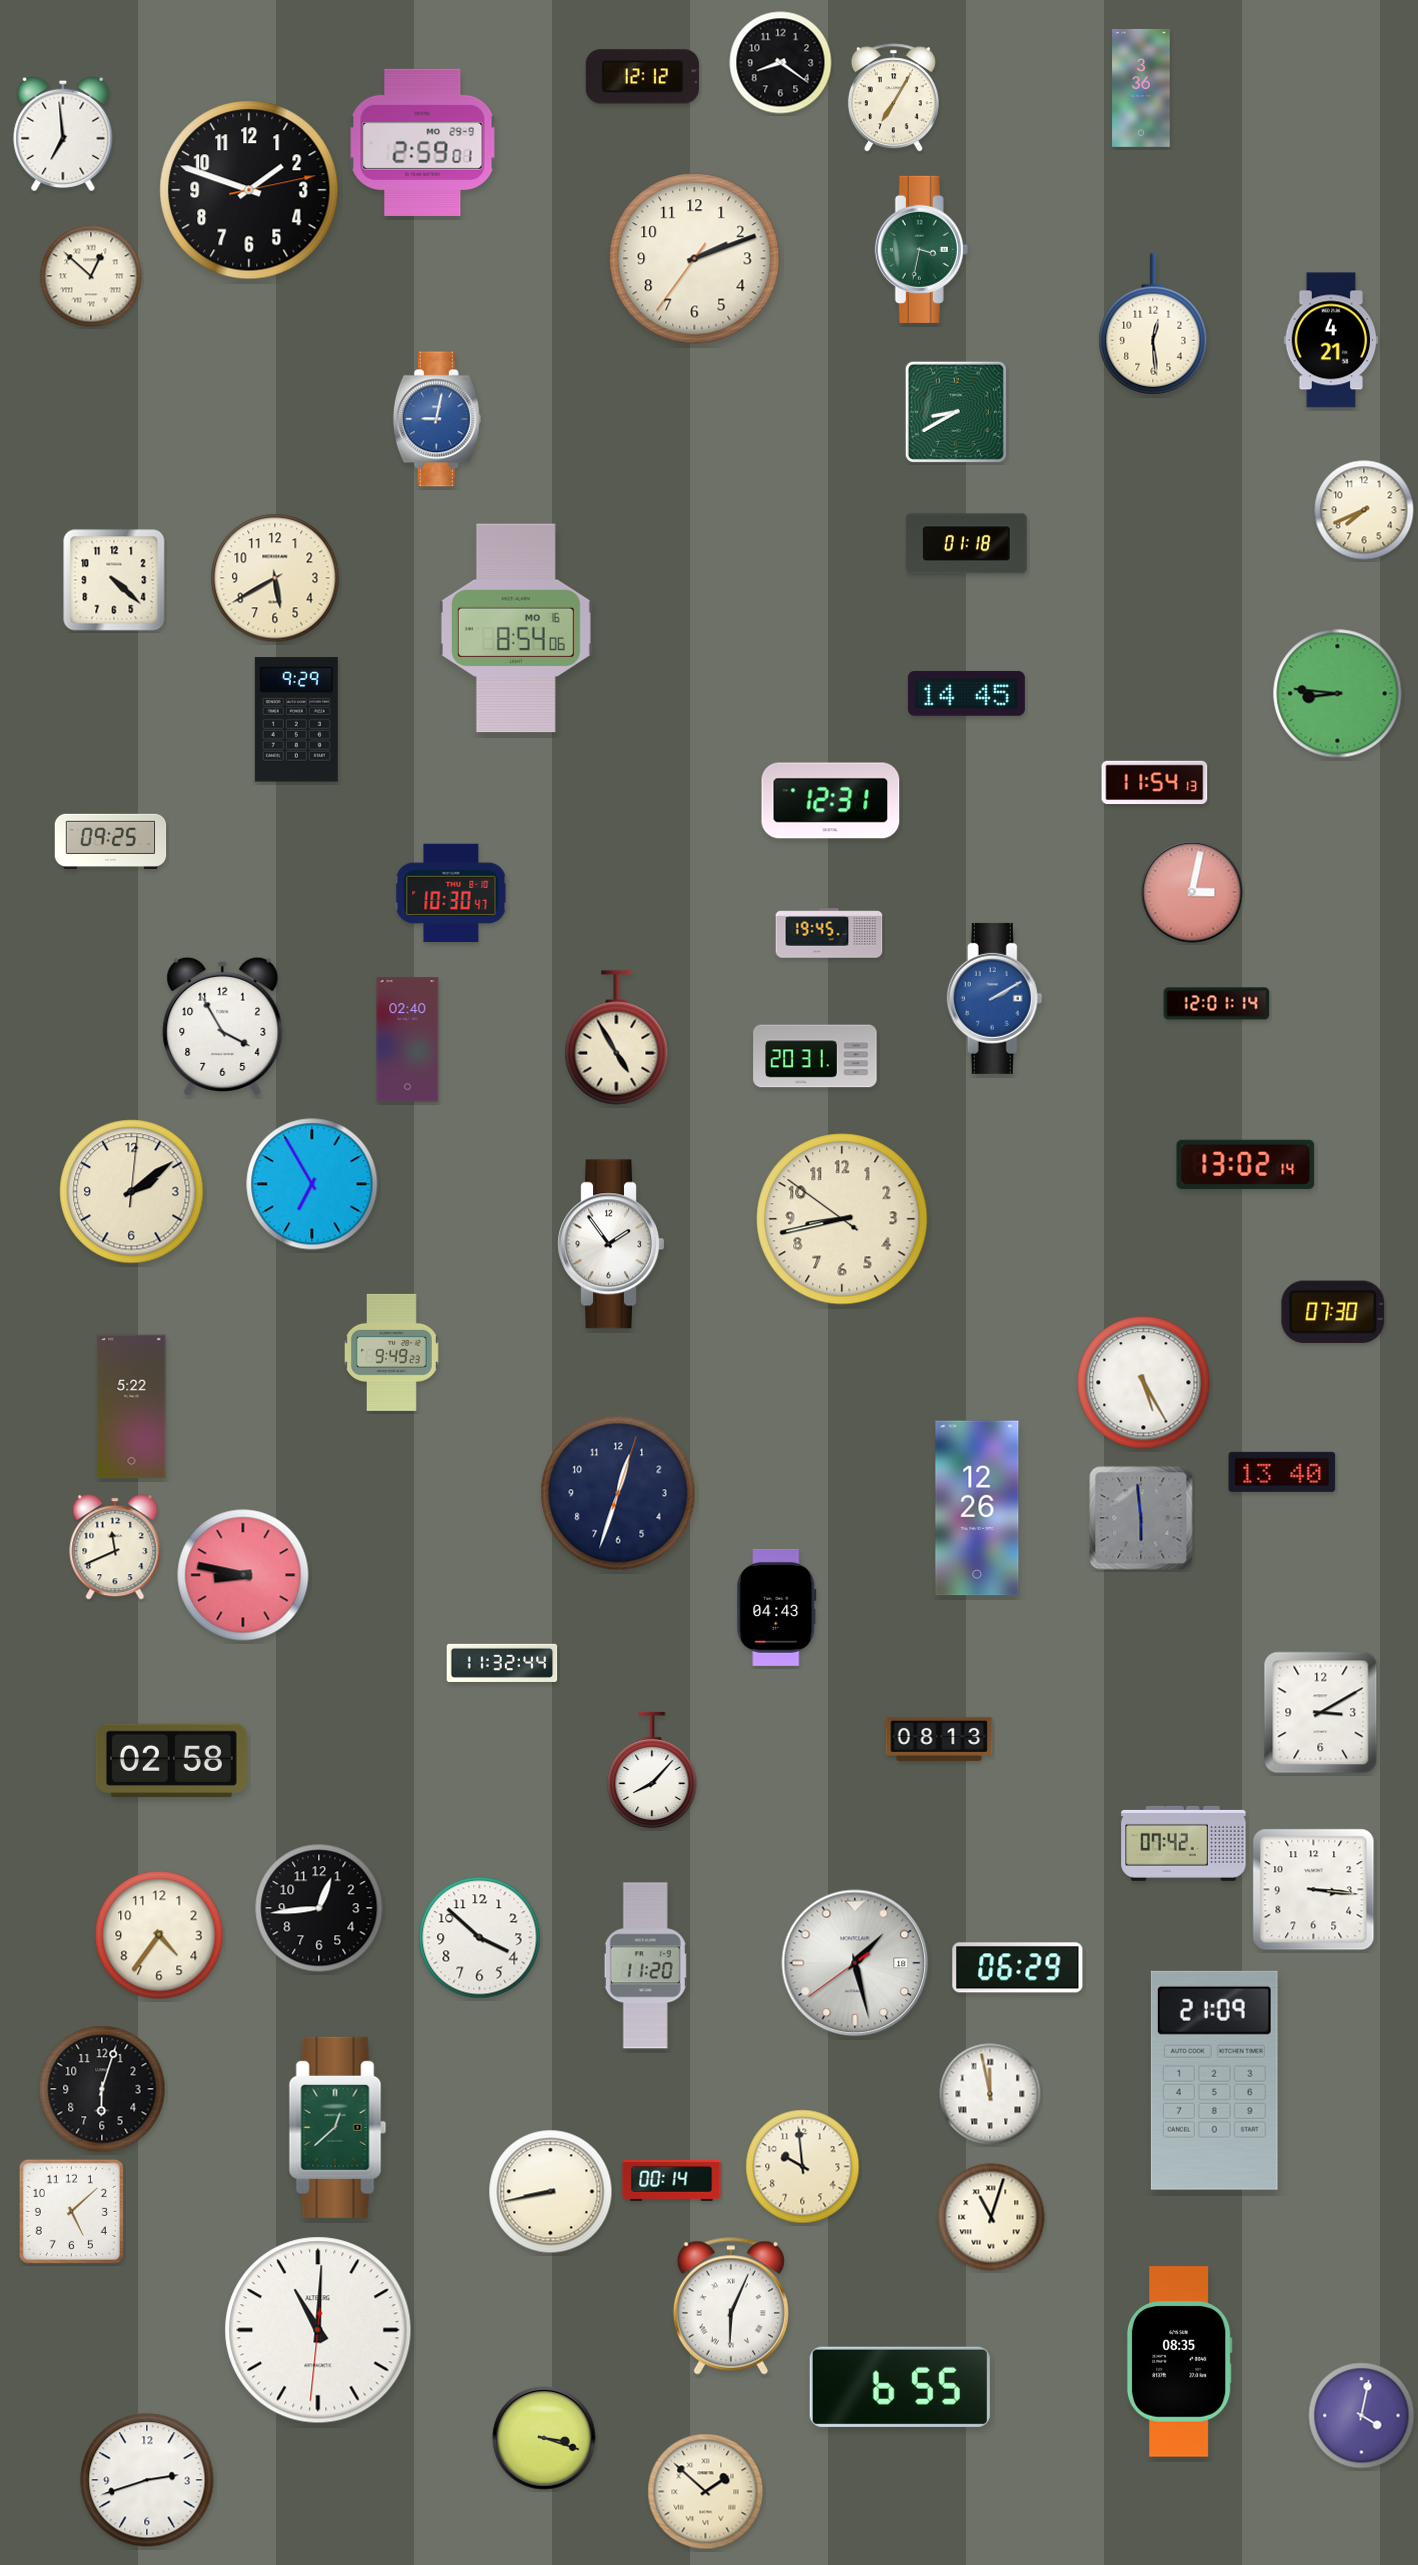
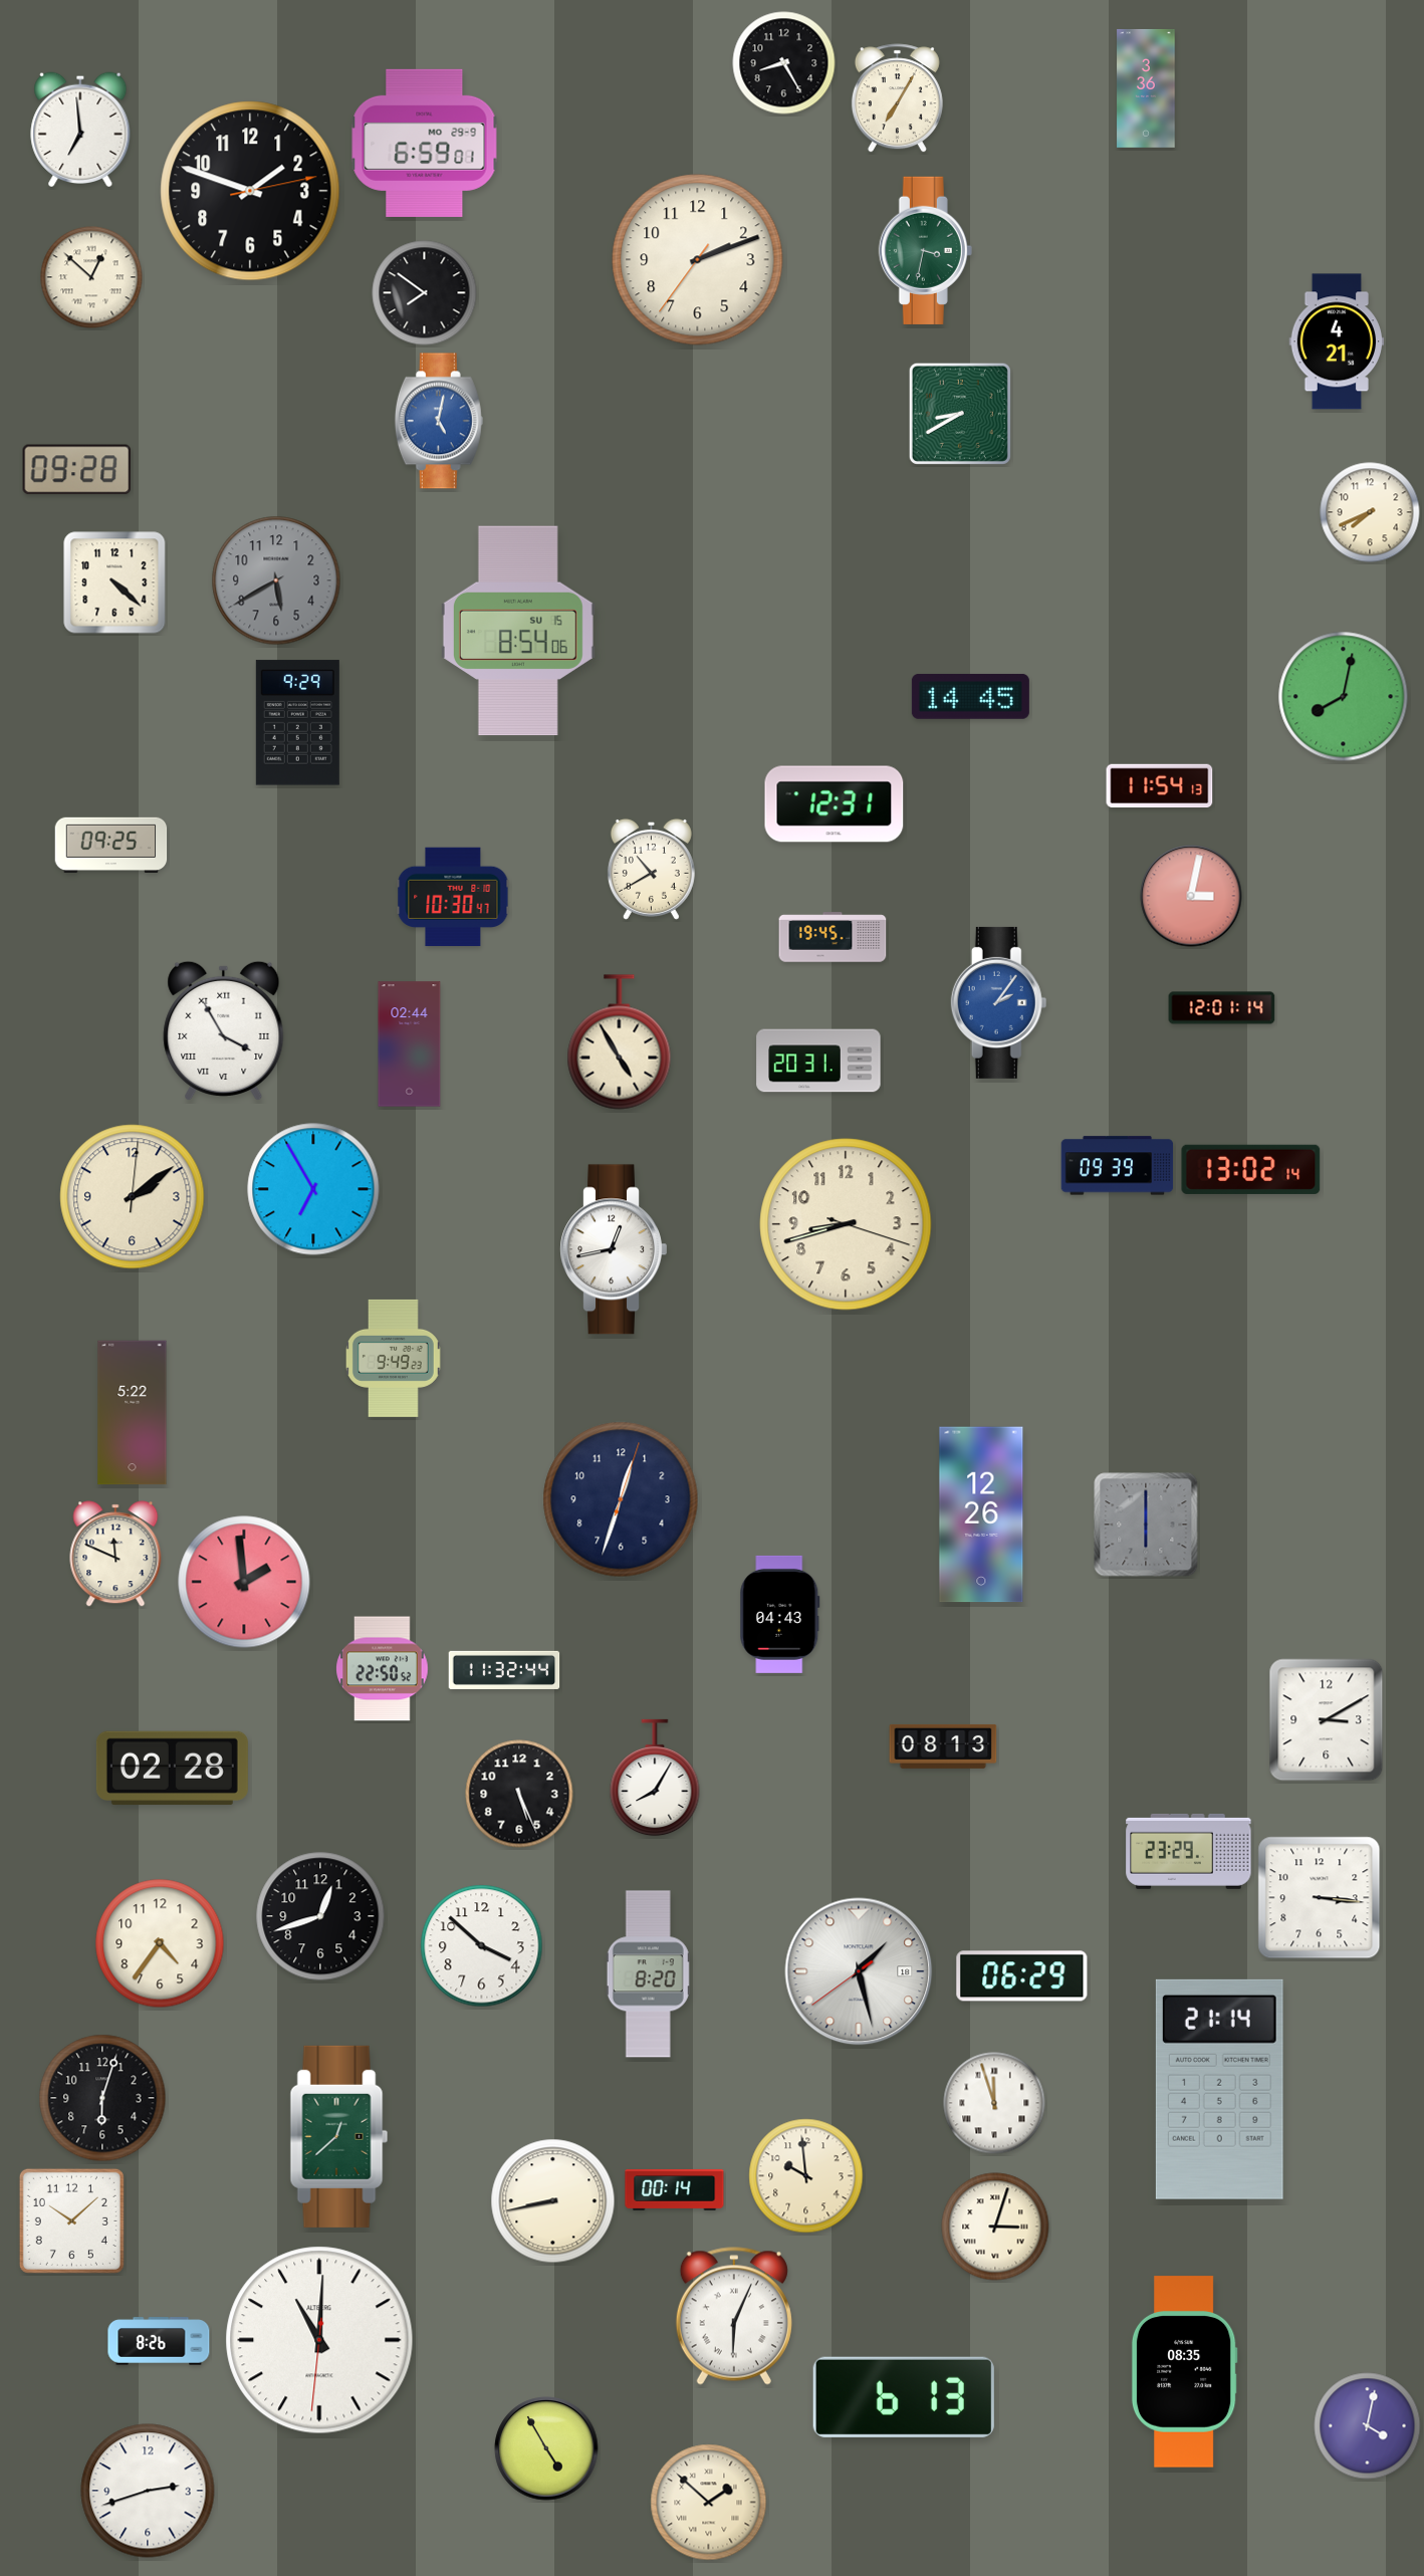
clock at (781, 63): 8:21 -> 8:25
clock at (642, 77): 12:12 -> none
clock at (63, 134) position: (63, 134) -> (80, 130)
clock at (423, 142): 2:59 -> 6:59
clock at (425, 293): none -> 7:51
clock at (1153, 324): 12:29 -> none
clock at (437, 419): 9:02 -> 5:02
clock at (77, 470): none -> 09:28
clock at (967, 544): 01:18 -> none
clock at (275, 578) dial: cream -> grey
clock at (516, 628) date: MO 16 -> SU 15
clock at (1338, 694): 8:46 -> 8:02
clock at (651, 869): none -> 10:40
clock at (1192, 892) position: (1192, 892) -> (1191, 896)
clock at (995, 998): 2:10 -> 2:06
clock at (223, 1026) numerals: Arabic -> Roman
clock at (408, 1040): 02:40 -> 02:44
clock at (1118, 1166): none -> 09:39
clock at (842, 1219): 8:42:51 -> 8:42:18
clock at (611, 1244): 1:54 -> 12:43
clock at (1333, 1312): 07:30 -> none
clock at (1144, 1383): 5:25 -> none
clock at (1282, 1472): 13:40 -> none
clock at (1141, 1518): 5:59 -> 6:00
clock at (115, 1547): 11:41 -> 11:49
clock at (243, 1575): 8:47 -> 1:59
clock at (383, 1669): none -> 22:50
clock at (171, 1761): 02:58 -> 02:28
clock at (652, 1770): 8:07 -> 8:05
clock at (519, 1794): none -> 5:26
clock at (1184, 1843): 07:42 -> 23:29
clock at (319, 1908): 12:44 -> 12:42
clock at (645, 1966): 11:20 -> 8:20
clock at (1214, 2080): 21:09 -> 21:14
clock at (990, 2094): 11:58 -> 11:57
clock at (71, 2211): 5:08 -> 10:08
clock at (991, 2217): 11:03 -> 3:03
clock at (159, 2341): none -> 8:26
clock at (900, 2387): 6:55 -> 6:13
clock at (544, 2438): 3:18 -> 4:55
